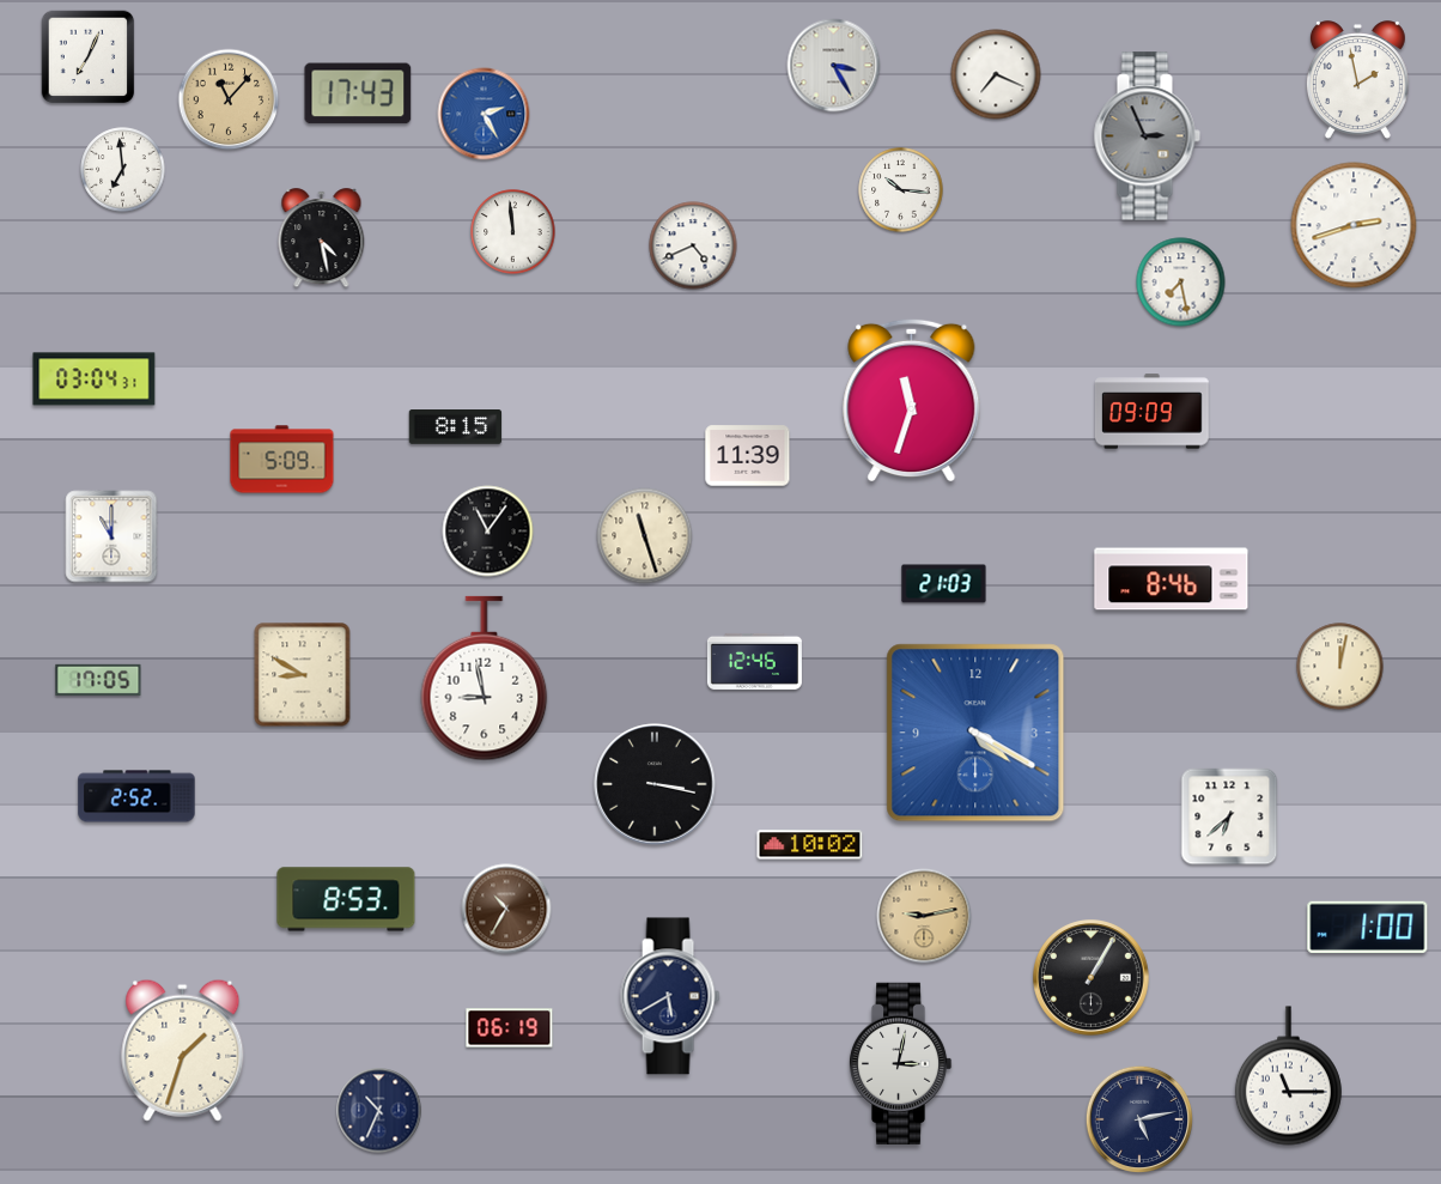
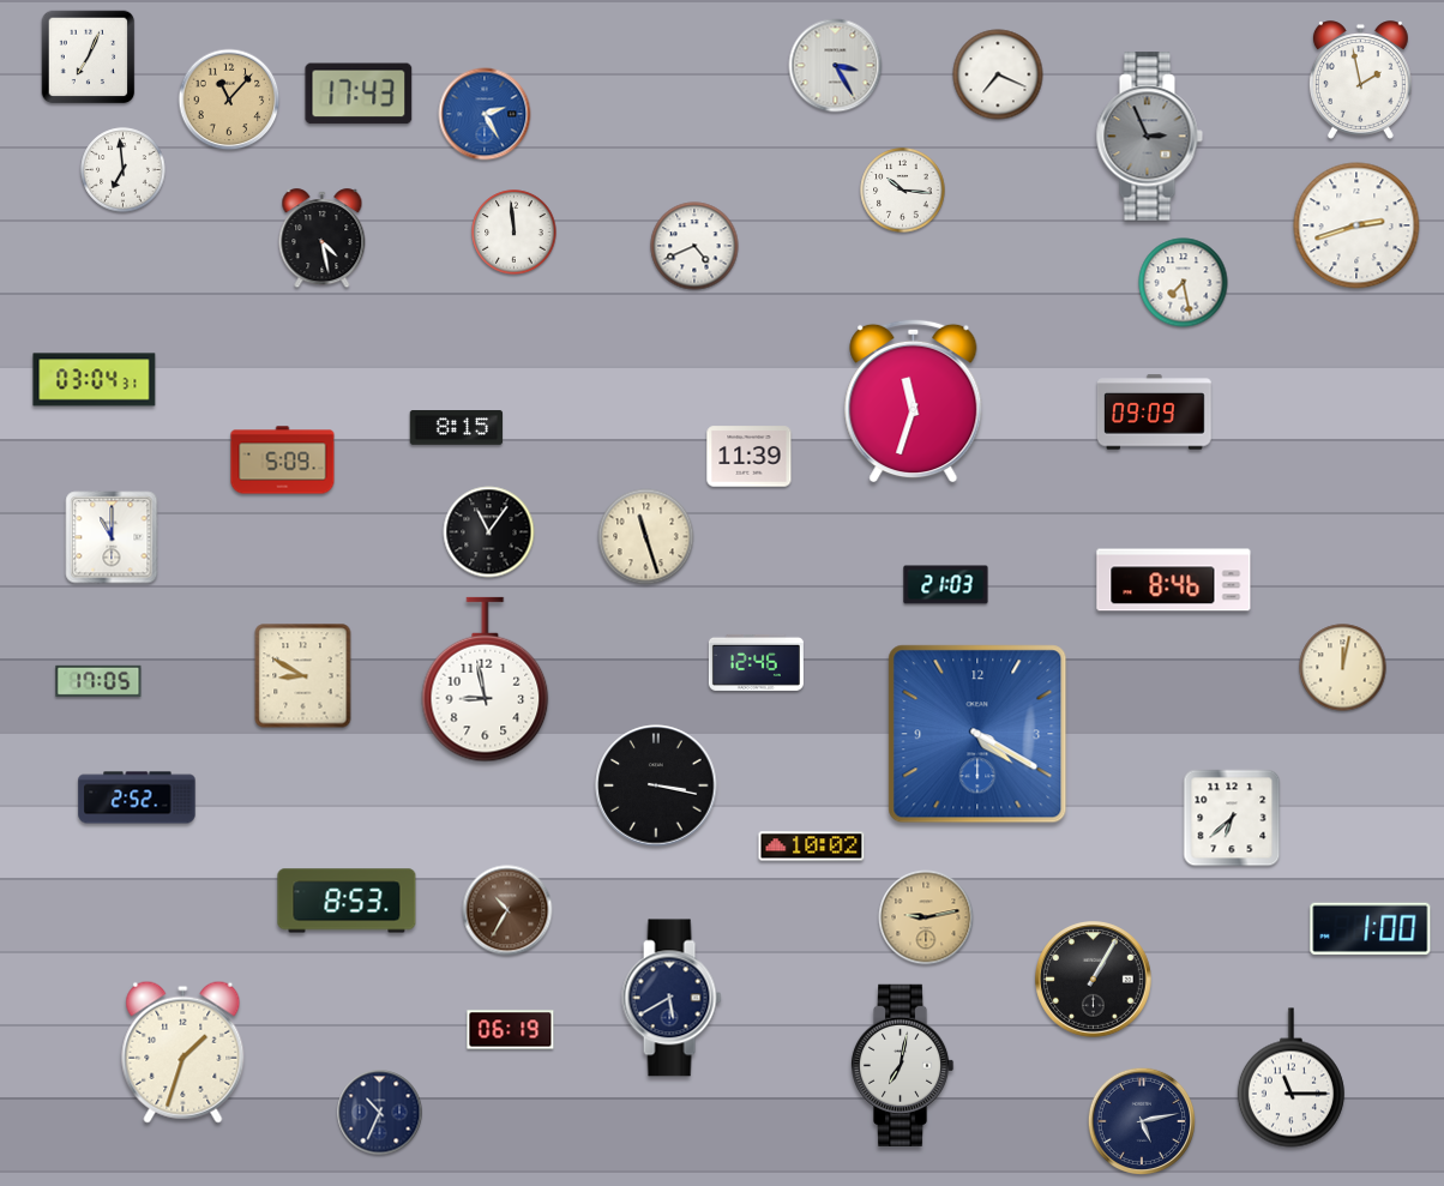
clock at (900, 1063): 3:02 -> 7:02
